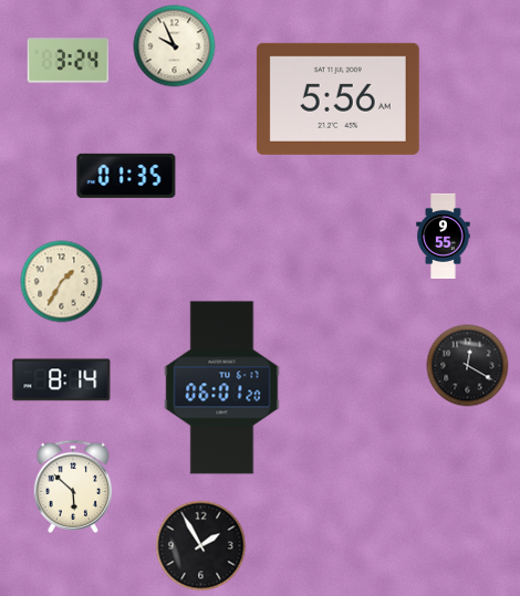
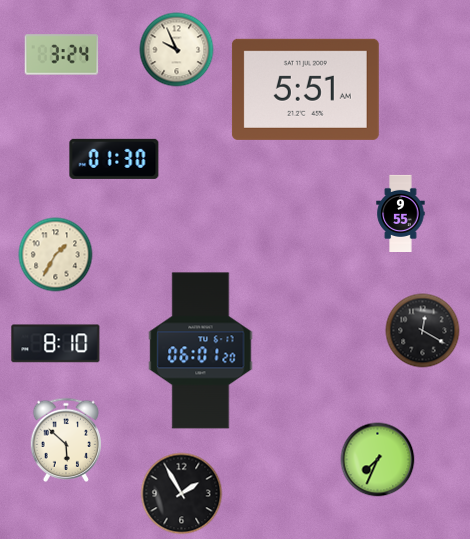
clock at (175, 46) position: (175, 46) -> (177, 50)
clock at (337, 98): 5:56 -> 5:51
clock at (126, 176): 01:35 -> 01:30
clock at (62, 380): 8:14 -> 8:10
clock at (378, 460): none -> 7:34
